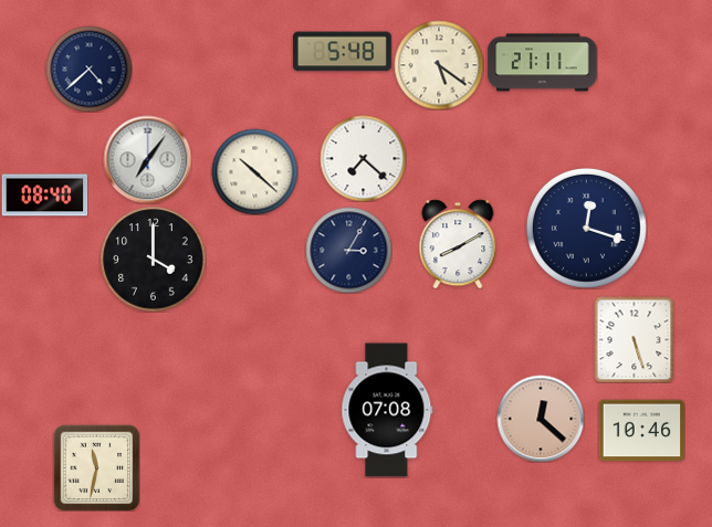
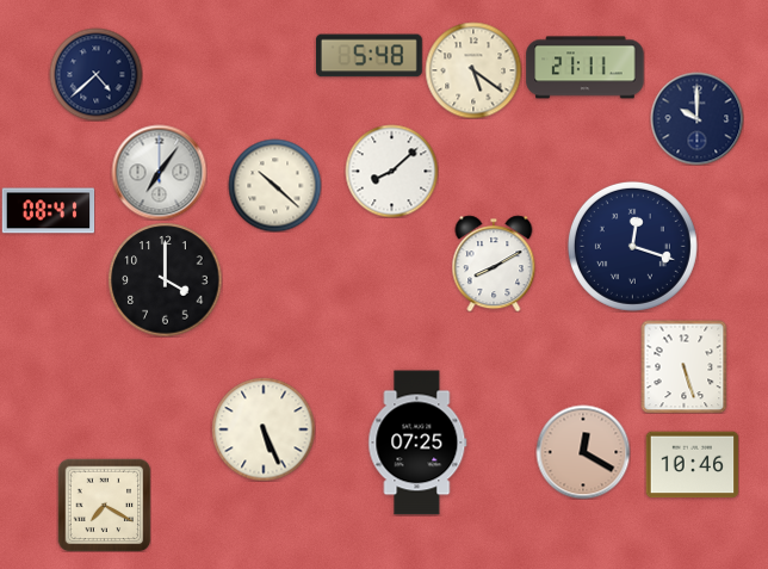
clock at (696, 118): none -> 10:00
clock at (363, 158): 7:22 -> 8:08
clock at (44, 196): 08:40 -> 08:41
clock at (348, 250): 3:05 -> none
clock at (264, 429): none -> 5:26
clock at (387, 410): 07:08 -> 07:25
clock at (541, 419): 12:22 -> 12:20
clock at (96, 467): 11:32 -> 7:20
